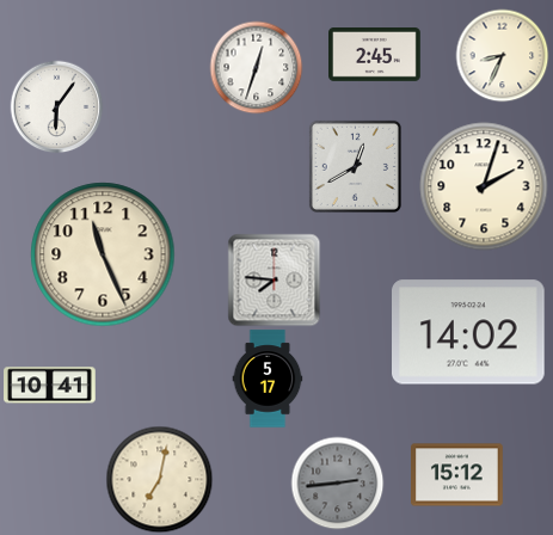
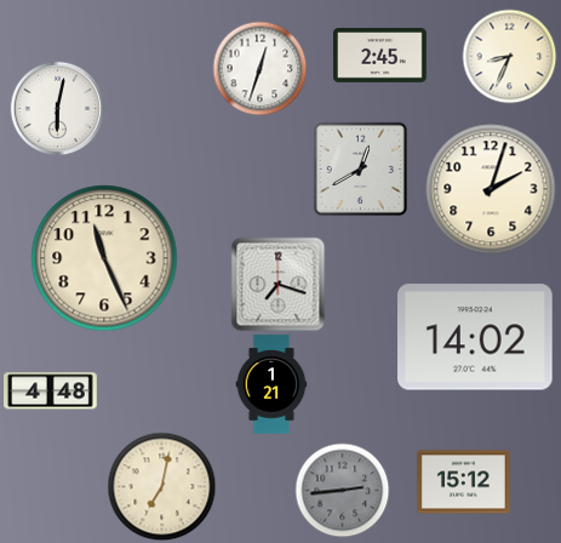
clock at (56, 106): 6:06 -> 6:02
clock at (274, 279): 7:46 -> 7:18
clock at (268, 379): 5:17 -> 1:21
clock at (50, 386): 10:41 -> 4:48
